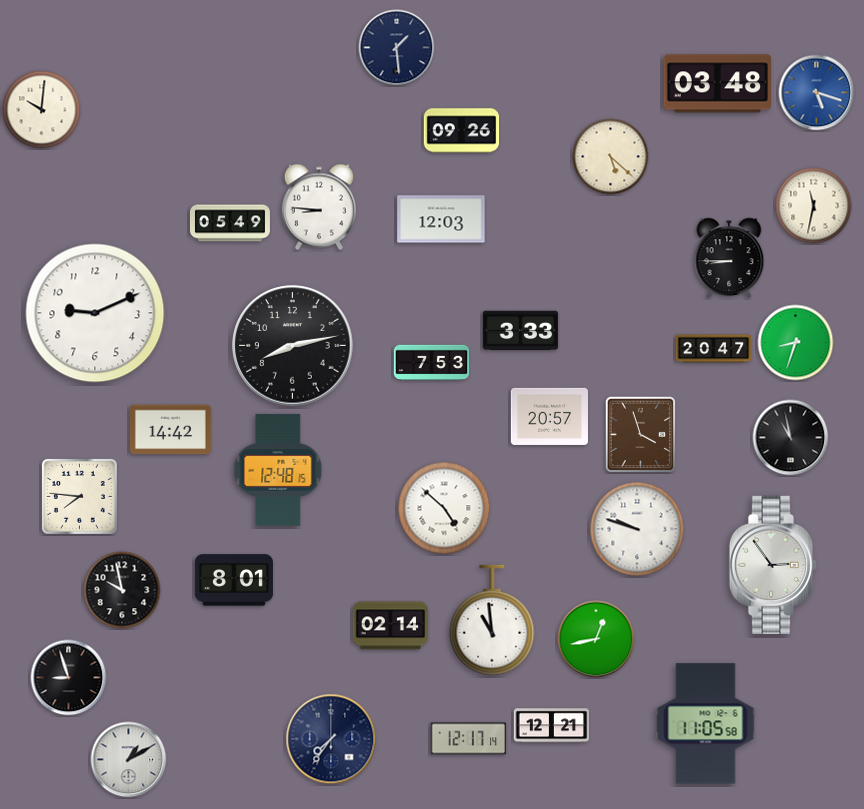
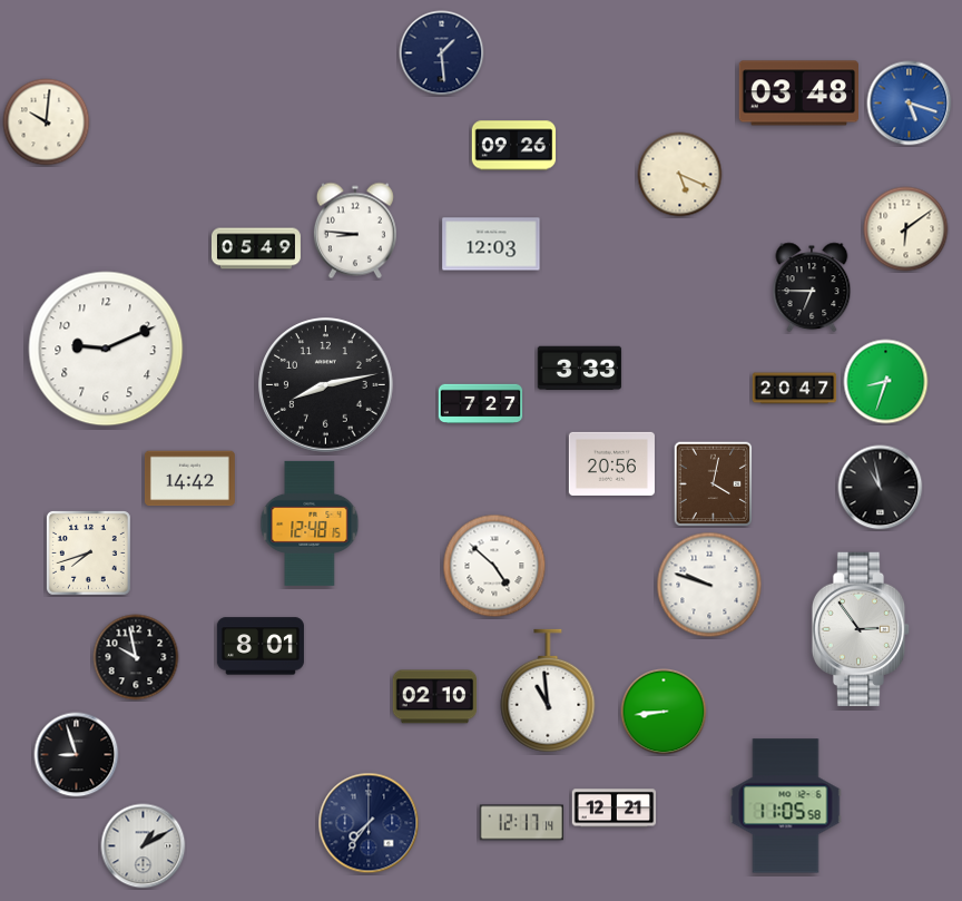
clock at (611, 157): 5:22 -> 5:19
clock at (814, 206): 11:32 -> 6:09
clock at (729, 258): 8:45 -> 6:45
clock at (432, 363): 7:53 -> 7:27
clock at (549, 416): 20:57 -> 20:56
clock at (641, 435): 3:57 -> 4:02
clock at (79, 496): 7:46 -> 7:42
clock at (637, 529) position: (637, 529) -> (709, 585)
clock at (391, 626): 02:14 -> 02:10
clock at (596, 639): 12:43 -> 8:44
